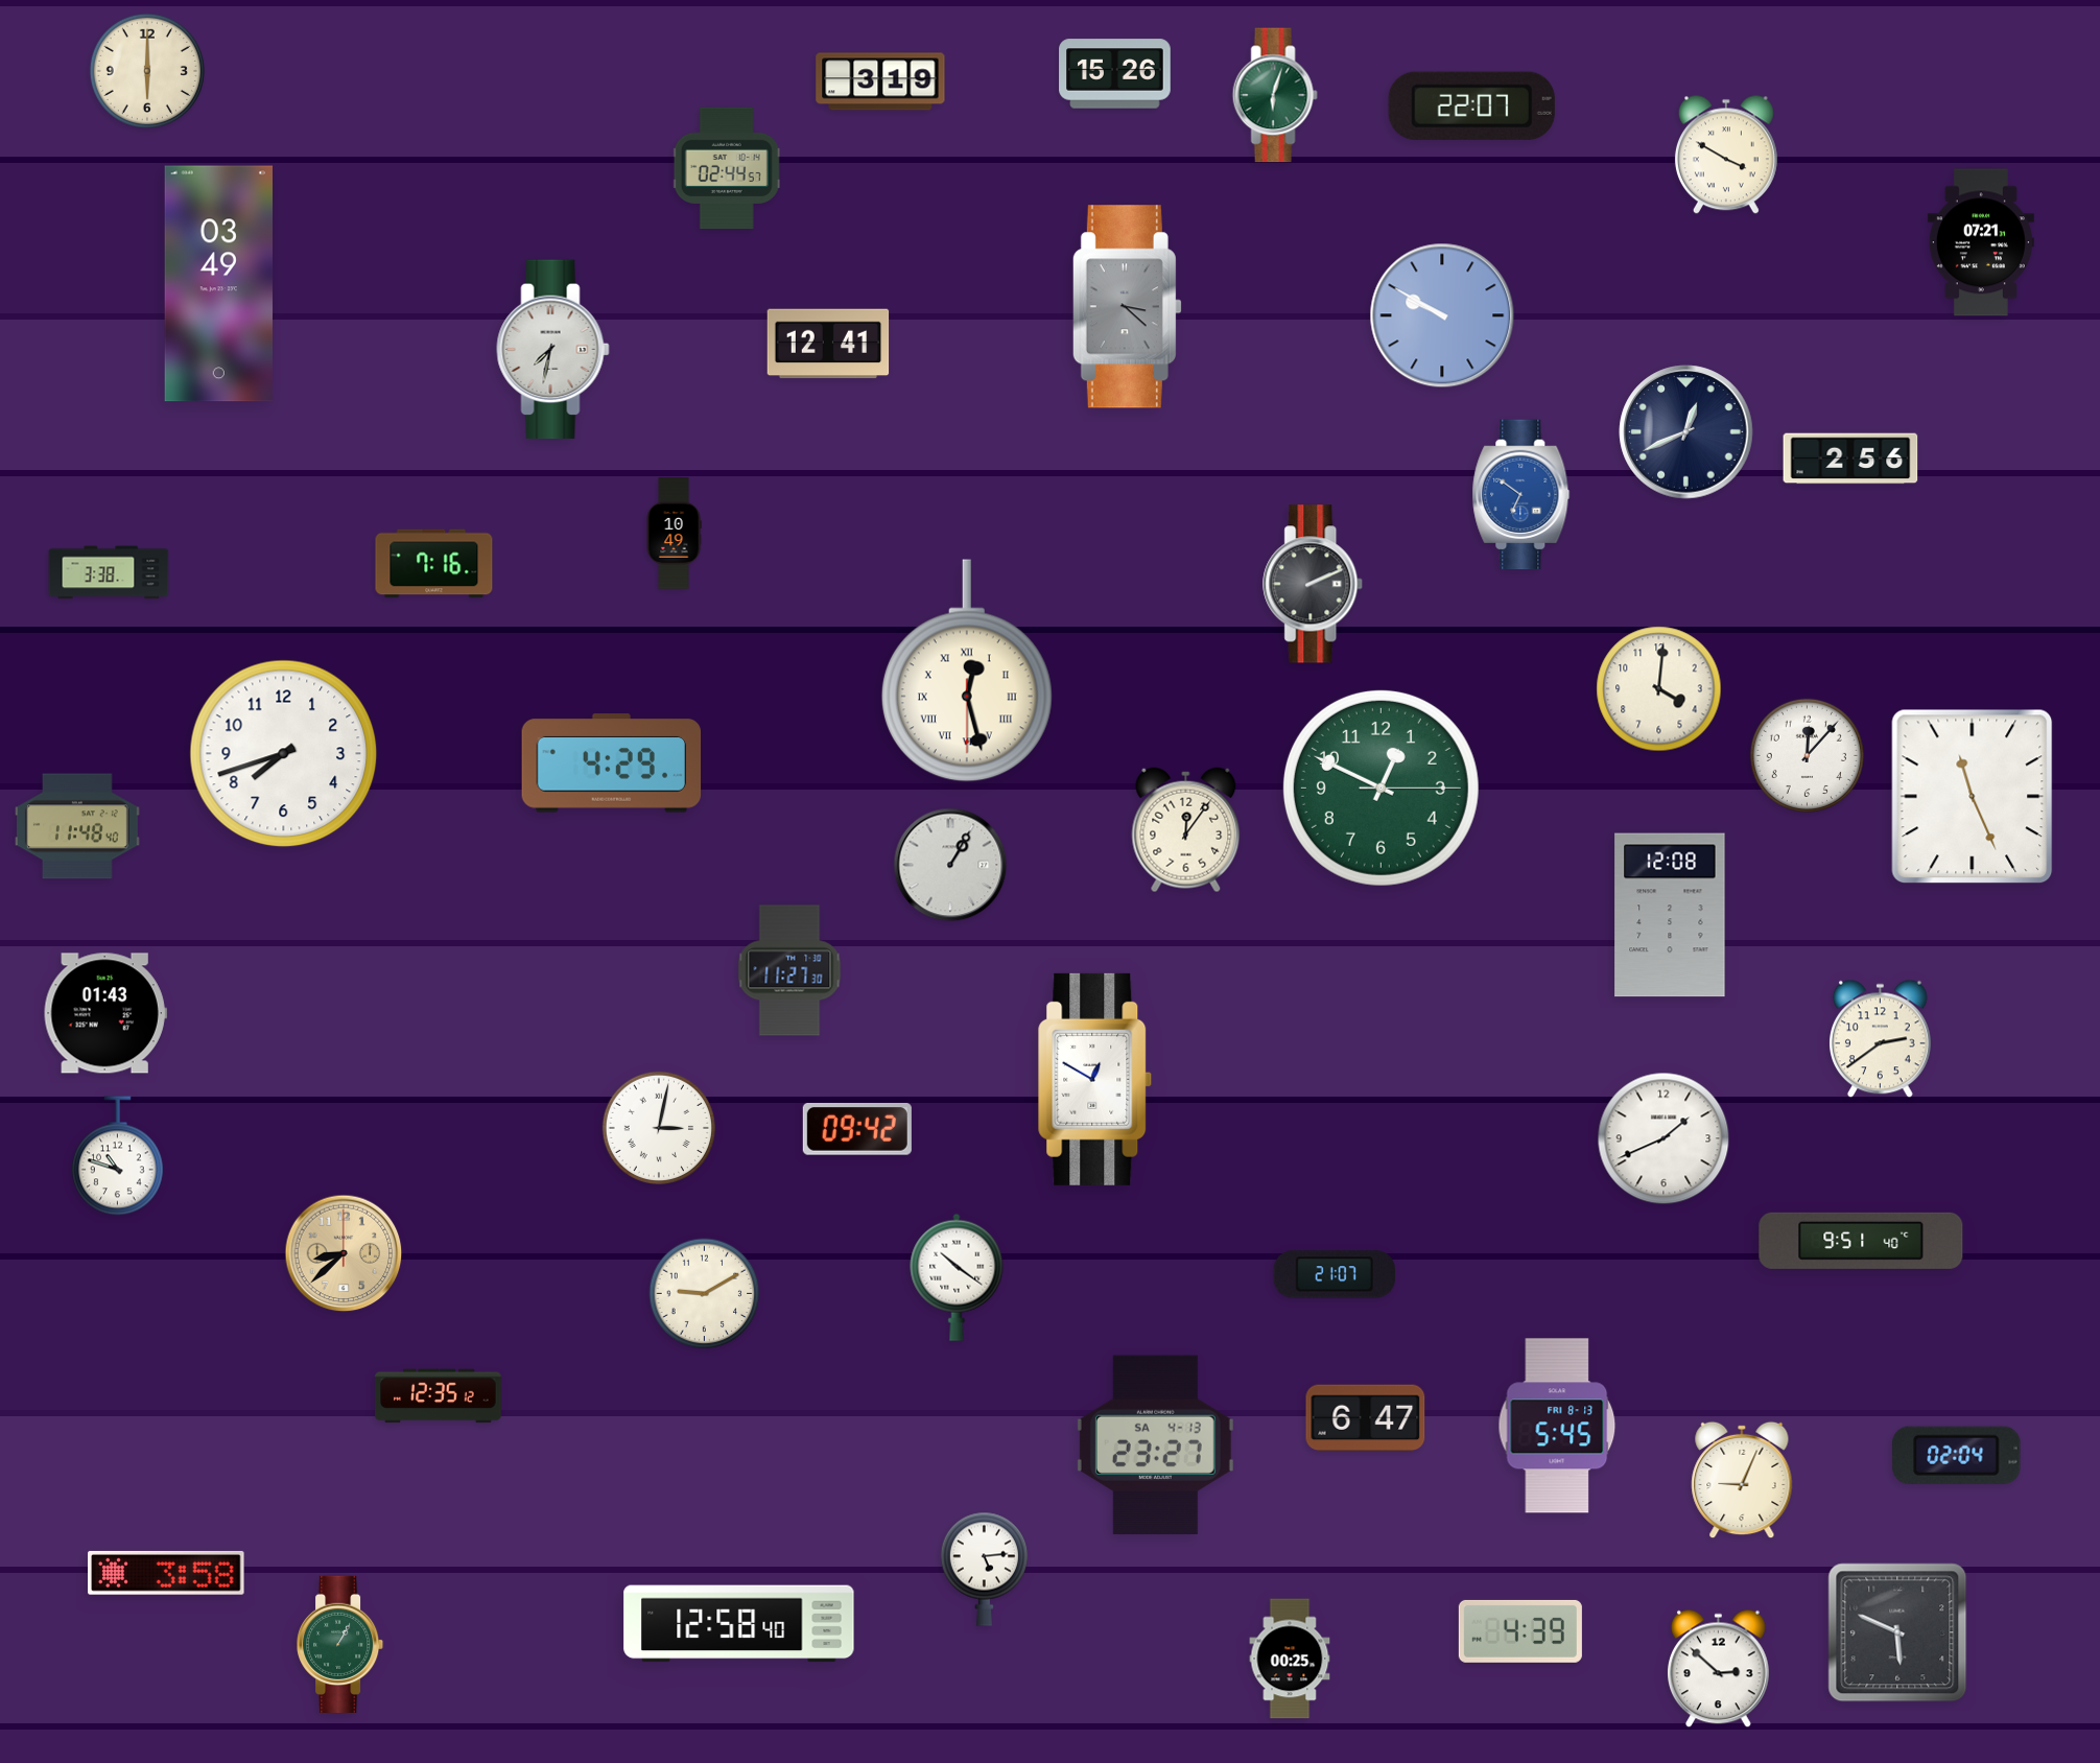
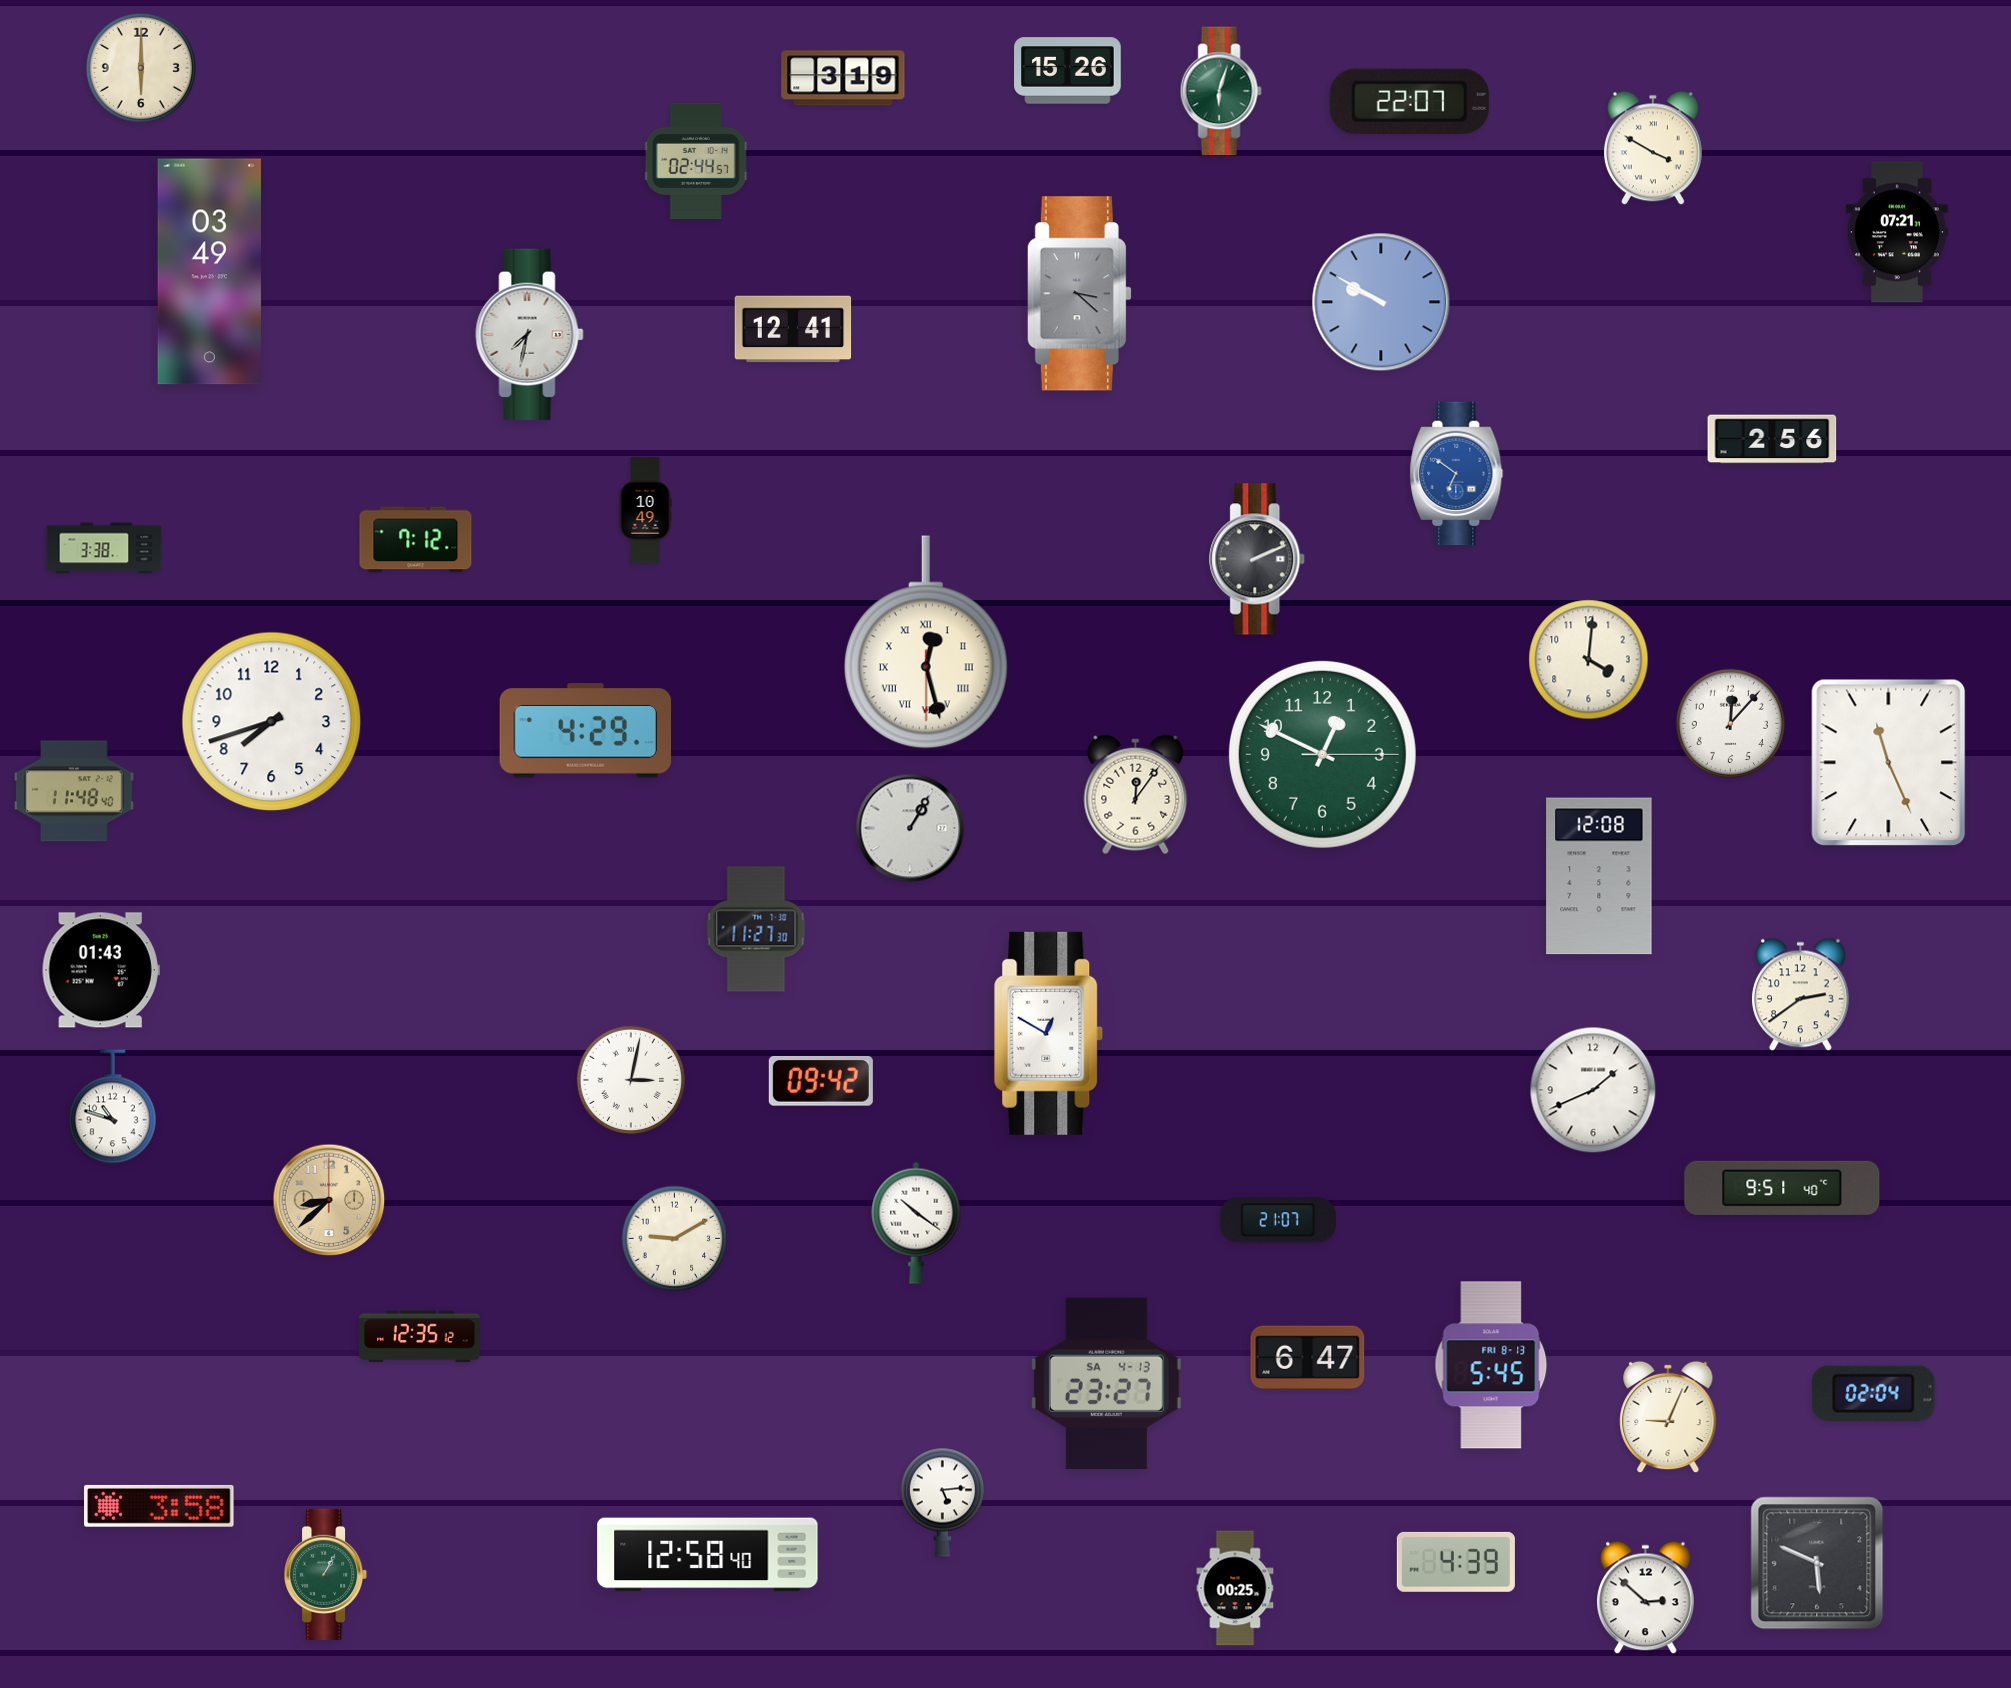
clock at (1686, 432): 12:41 -> none
clock at (434, 564): 7:16 -> 7:12
